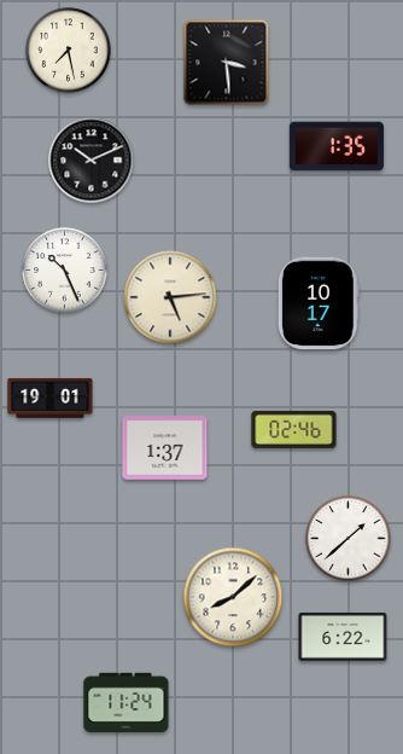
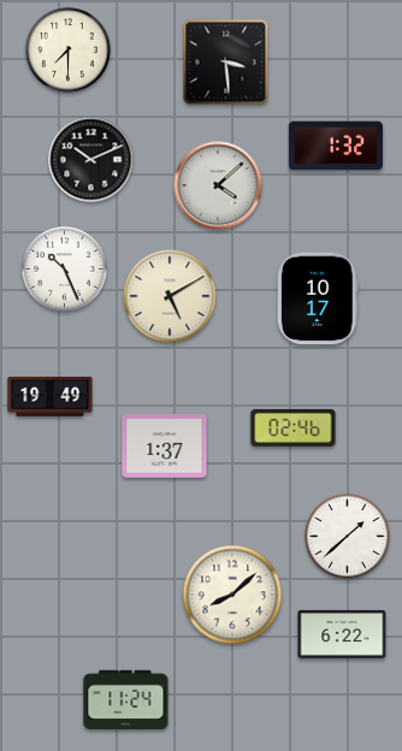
clock at (69, 51): 7:28 -> 7:30
clock at (337, 146): 1:35 -> 1:32
clock at (218, 185): none -> 4:08
clock at (170, 297): 5:14 -> 5:10
clock at (319, 303) position: (319, 303) -> (318, 298)
clock at (51, 398): 19:01 -> 19:49
